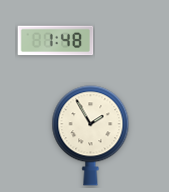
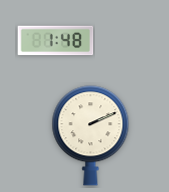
clock at (91, 136): 1:55 -> 2:11
